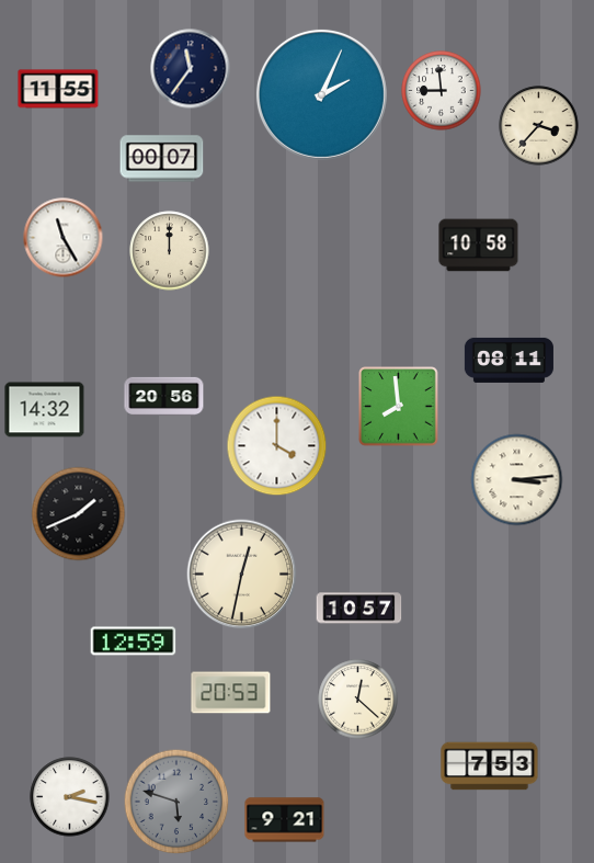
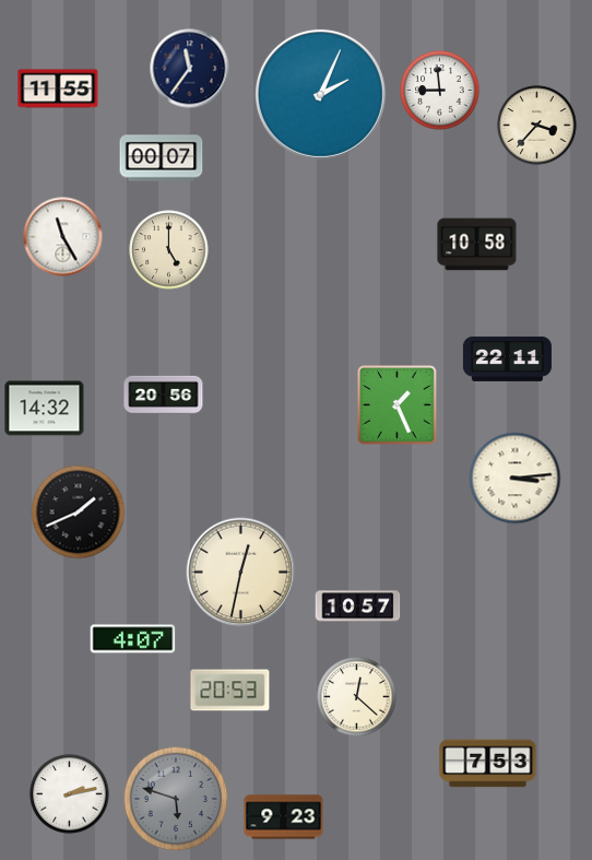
clock at (170, 251): 12:00 -> 5:00
clock at (509, 360): 08:11 -> 22:11
clock at (399, 407): 7:59 -> 1:26
clock at (277, 446): 4:00 -> none
clock at (134, 641): 12:59 -> 4:07
clock at (70, 797): 2:17 -> 2:13
clock at (285, 820): 9:21 -> 9:23
